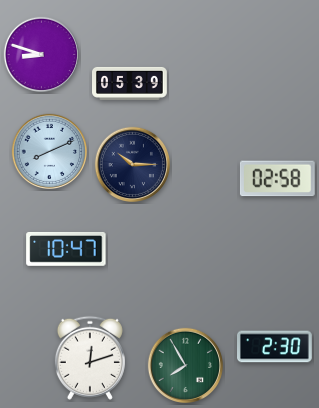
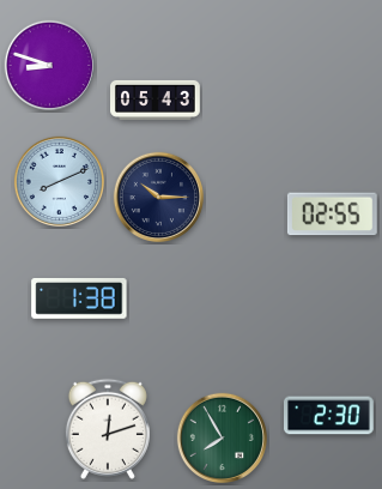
clock at (130, 83): 05:39 -> 05:43
clock at (277, 179): 02:58 -> 02:55
clock at (66, 249): 10:47 -> 1:38
